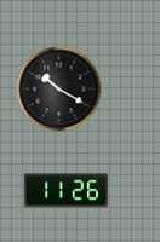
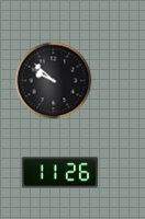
clock at (59, 90): 10:20 -> 9:52
